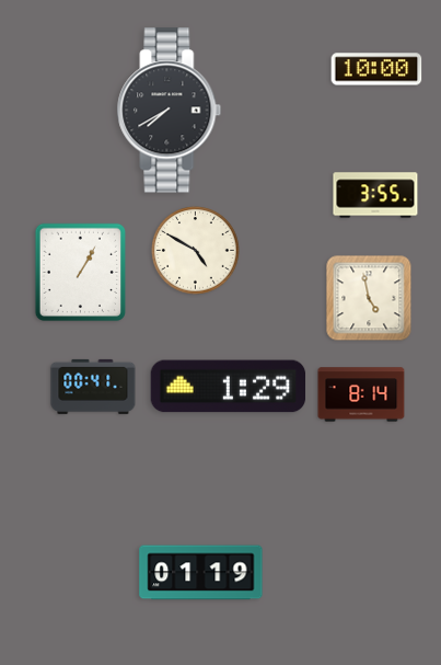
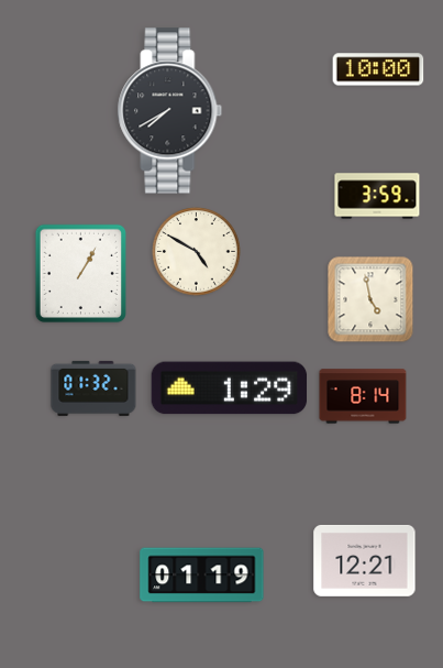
clock at (375, 195): 3:55 -> 3:59
clock at (93, 387): 00:41 -> 01:32
clock at (365, 560): none -> 12:21
